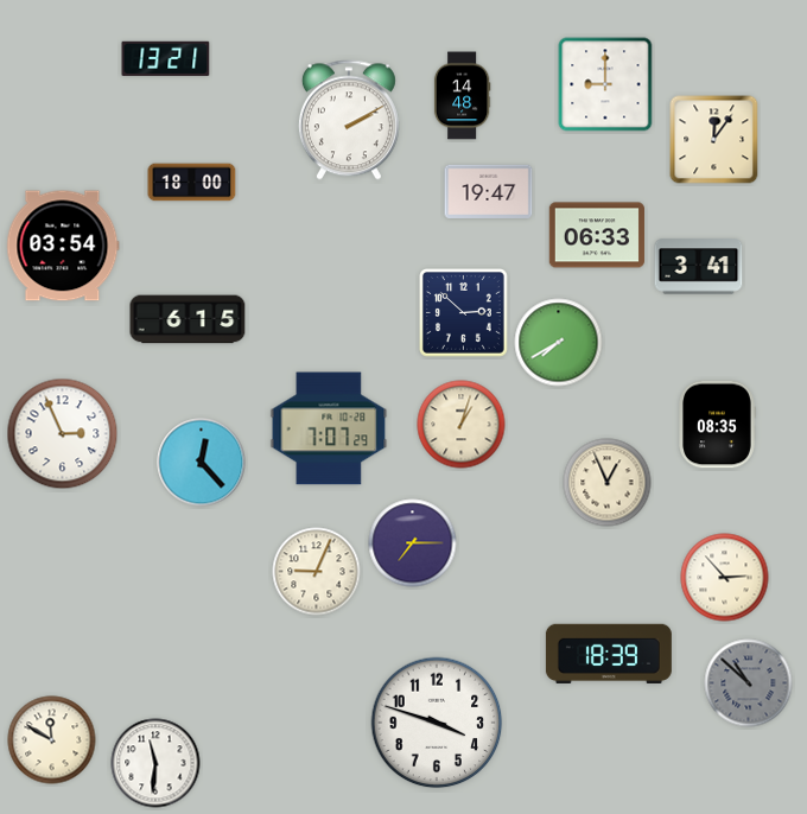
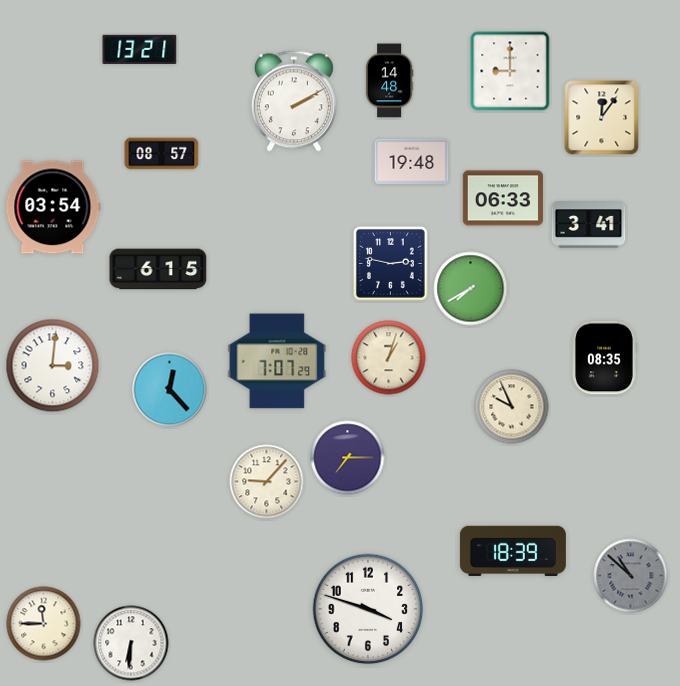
clock at (192, 183): 18:00 -> 08:57
clock at (489, 191): 19:47 -> 19:48
clock at (464, 313): 2:52 -> 2:47
clock at (63, 434): 2:56 -> 3:01
clock at (608, 483): 12:56 -> 9:56
clock at (317, 572): 9:04 -> 9:07
clock at (725, 578): 2:53 -> none
clock at (52, 740): 11:50 -> 11:45
clock at (155, 763): 11:31 -> 6:31
